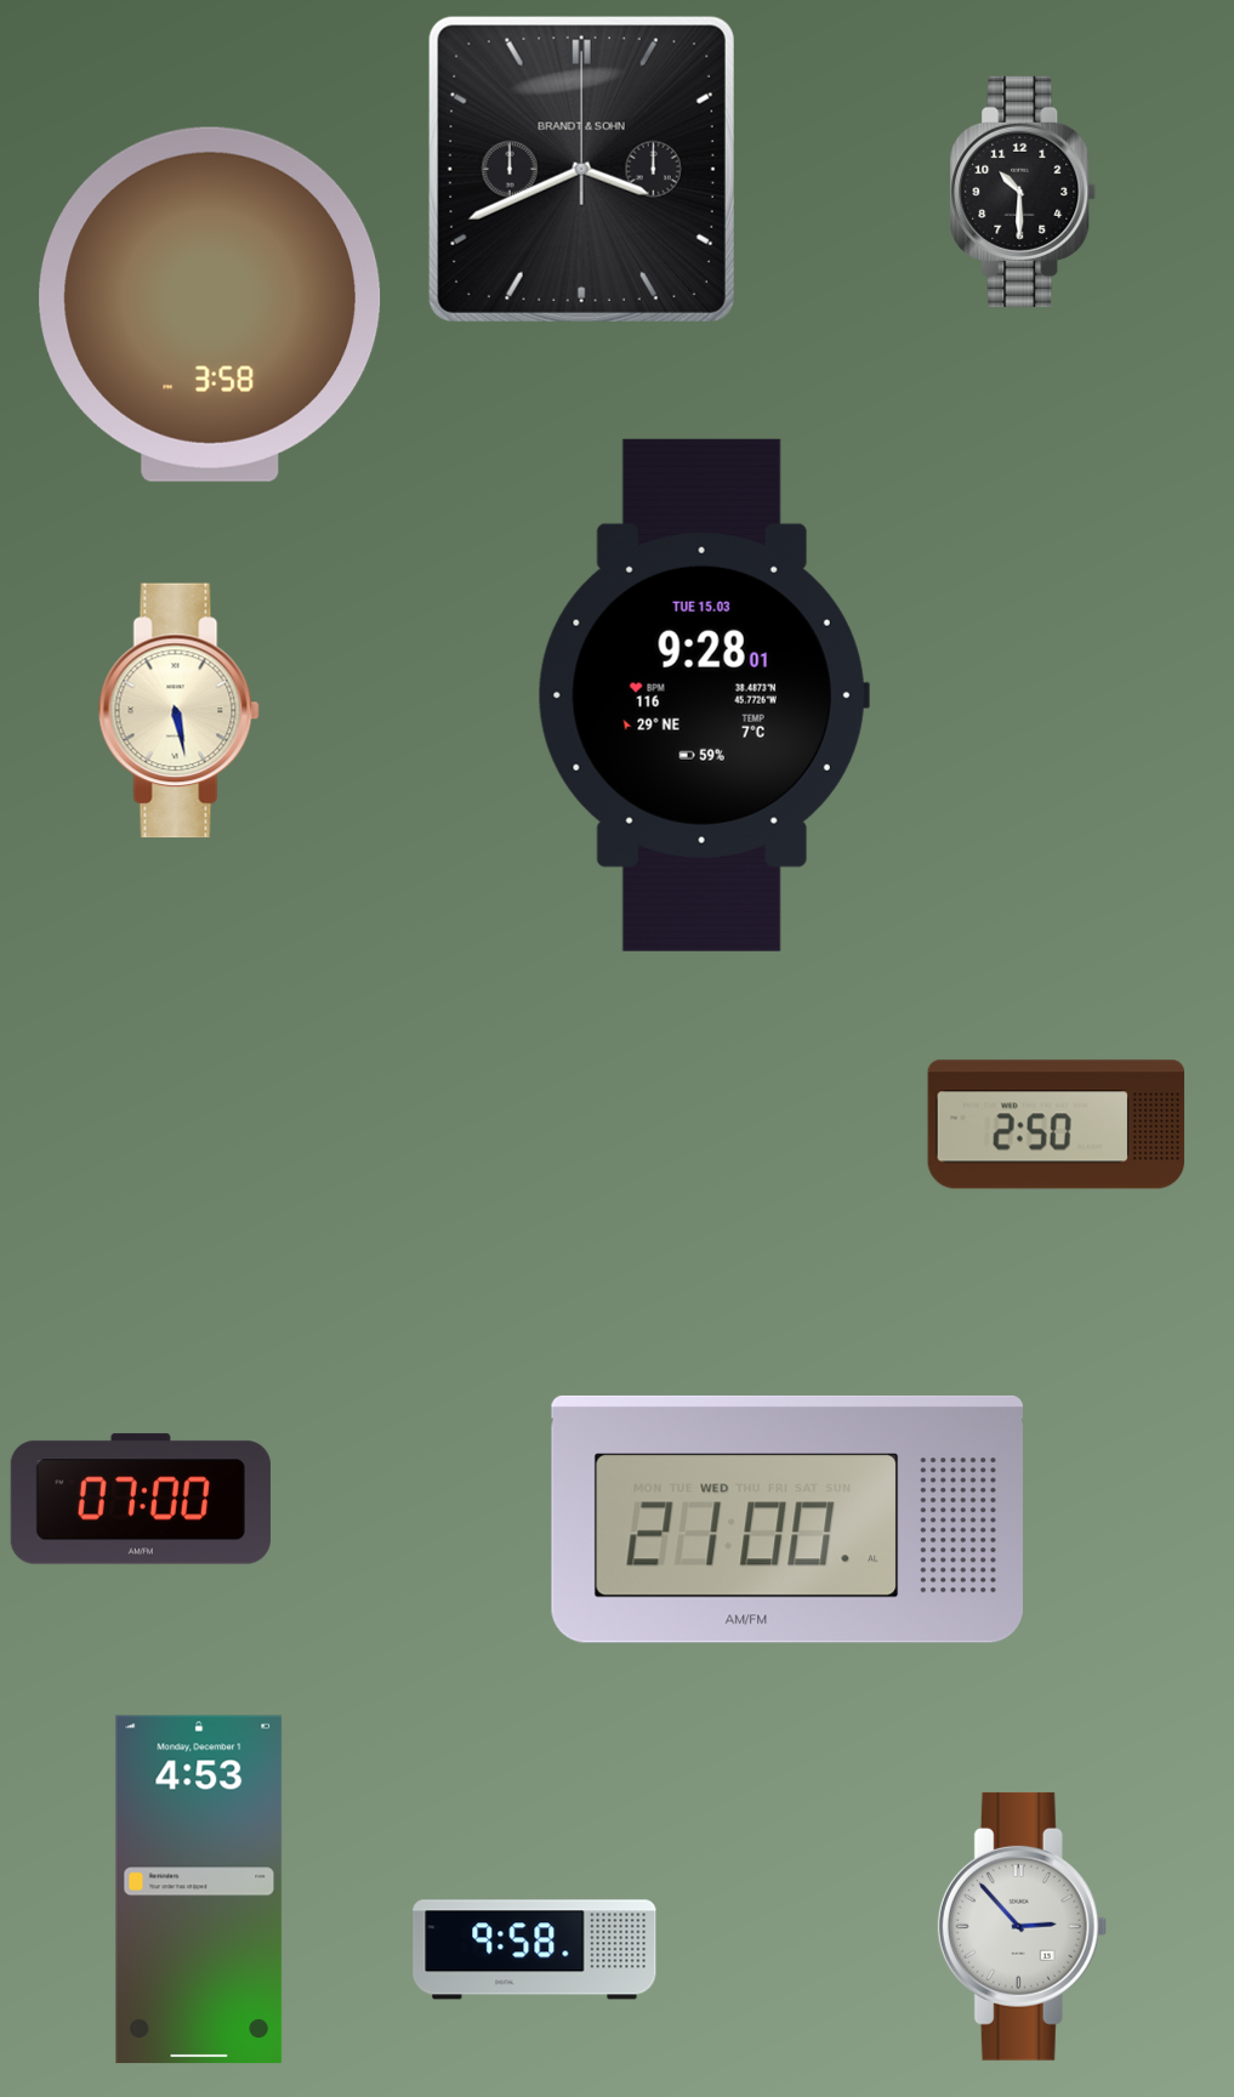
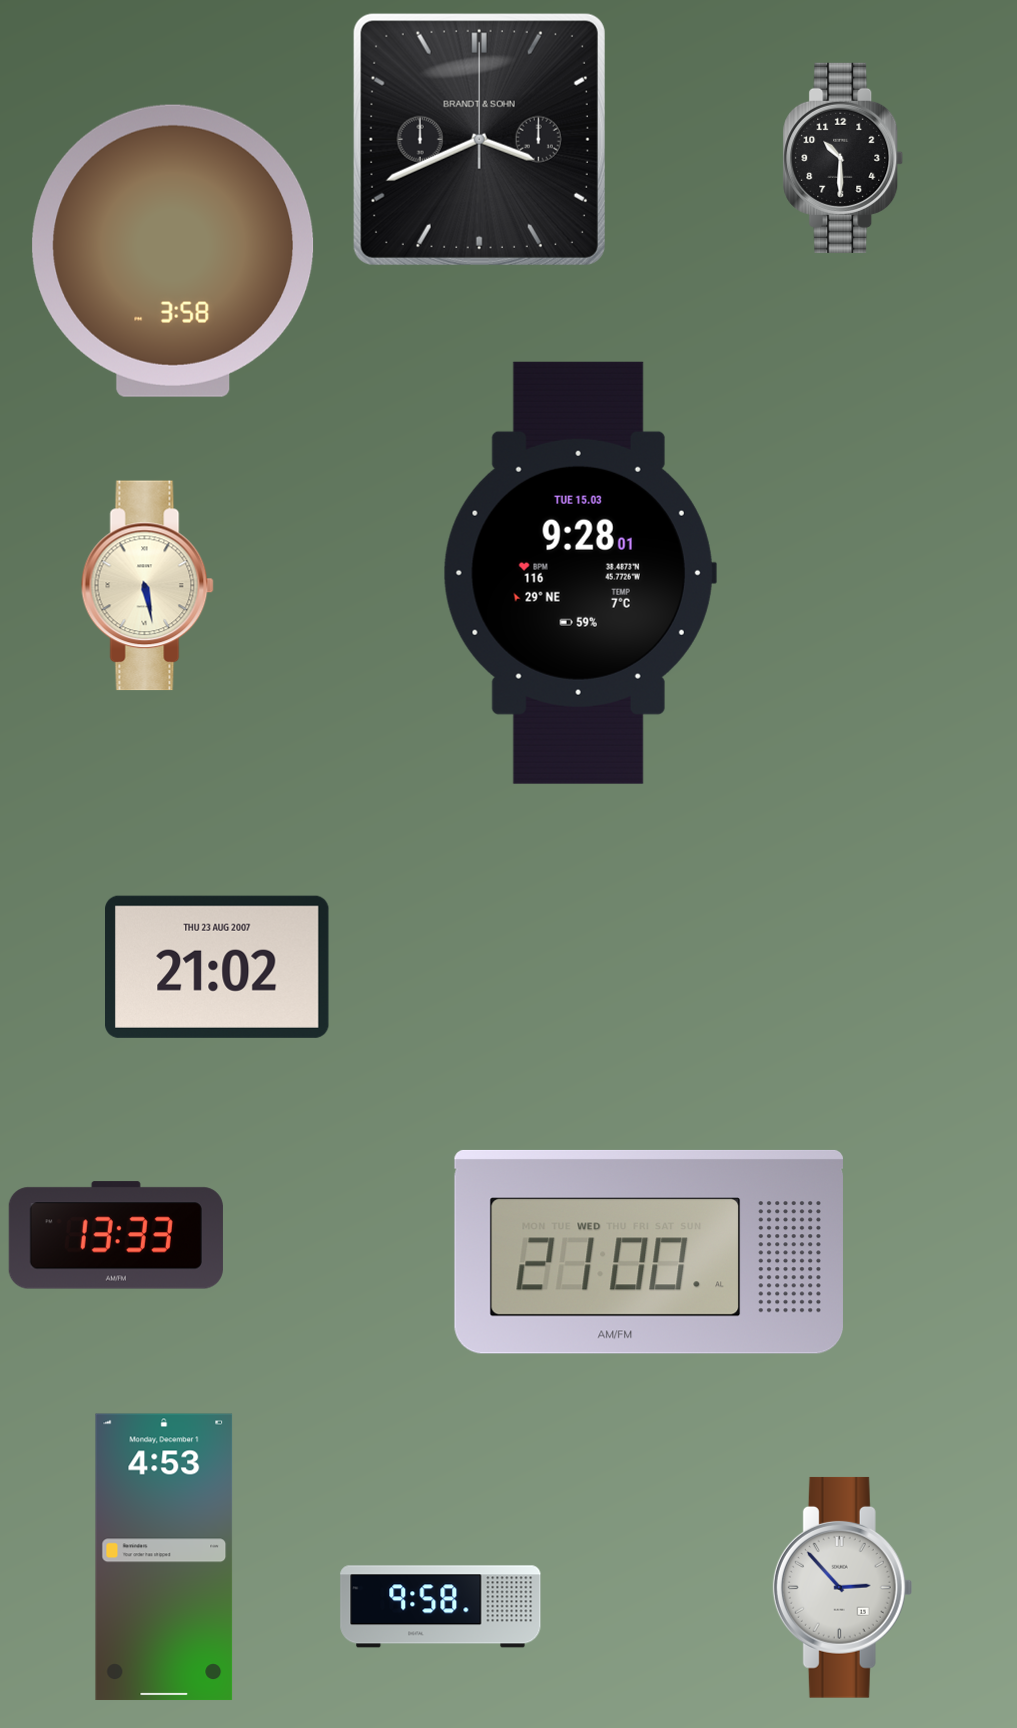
clock at (1057, 1125): 2:50 -> none
clock at (218, 967): none -> 21:02
clock at (141, 1499): 07:00 -> 13:33
